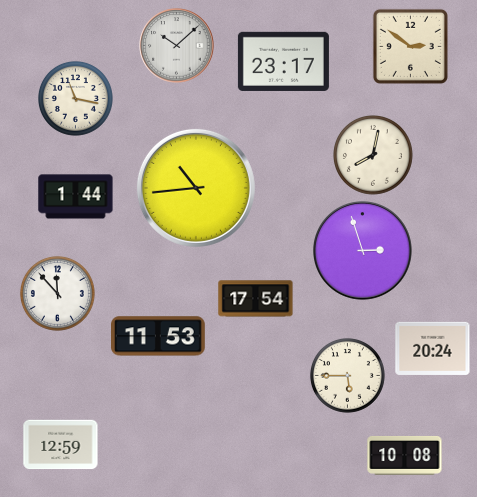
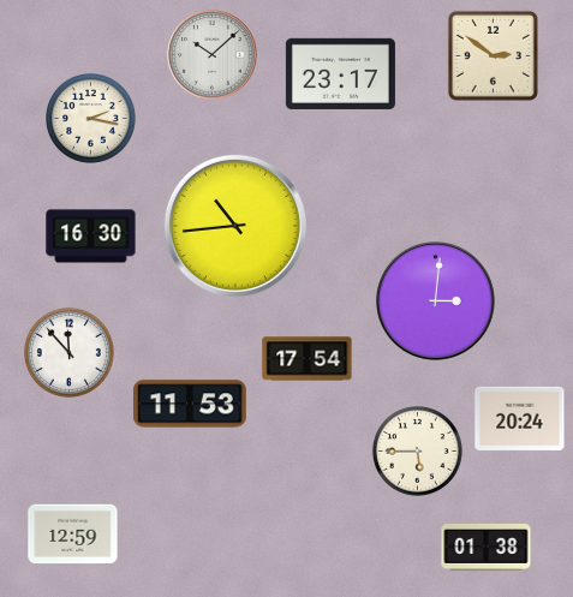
clock at (75, 98): 11:17 -> 2:17
clock at (374, 156): 8:02 -> none
clock at (76, 197): 1:44 -> 16:30
clock at (363, 251): 2:57 -> 3:01
clock at (405, 455): 10:08 -> 01:38
